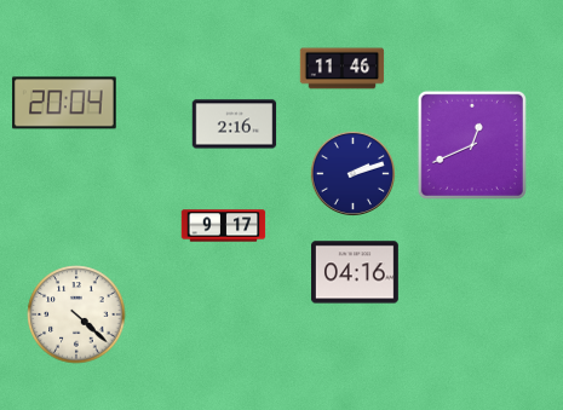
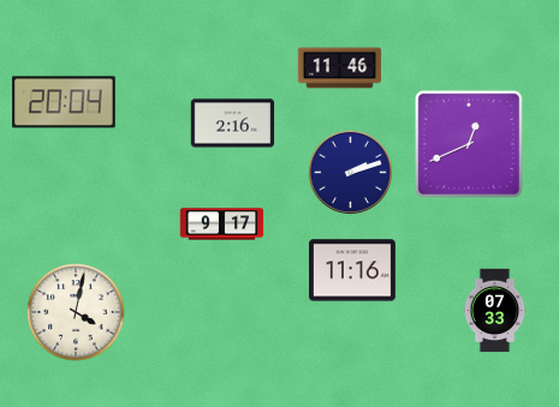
clock at (356, 272): 04:16 -> 11:16
clock at (495, 311): none -> 07:33
clock at (76, 314): 4:22 -> 4:02
